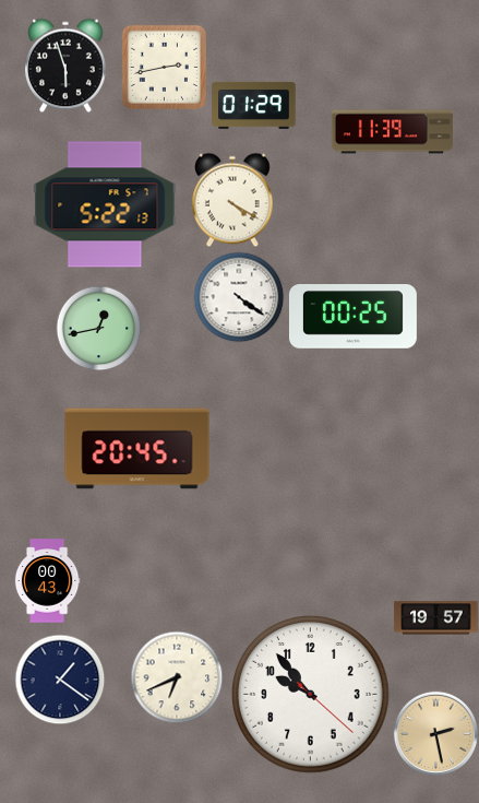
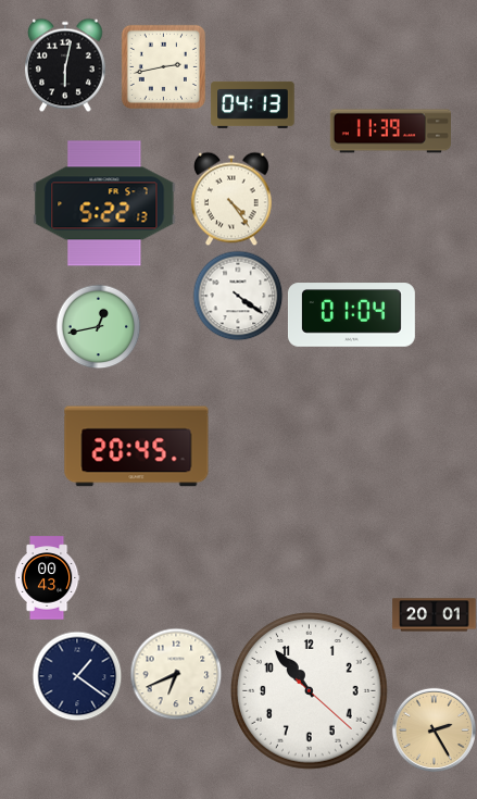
clock at (67, 66): 5:57 -> 6:02
clock at (254, 105): 01:29 -> 04:13
clock at (233, 200): 4:20 -> 4:24
clock at (352, 317): 00:25 -> 01:04
clock at (436, 618): 19:57 -> 20:01
clock at (60, 680) position: (60, 680) -> (77, 676)
clock at (311, 695): 9:53 -> 10:53
clock at (435, 733): 2:28 -> 2:25
